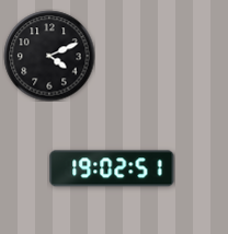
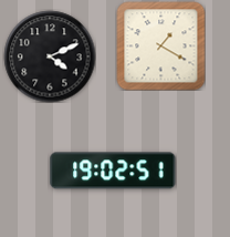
clock at (160, 45): none -> 1:20
